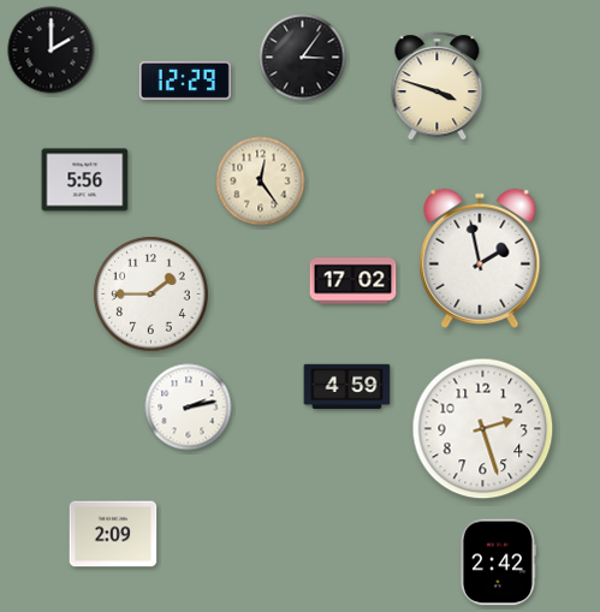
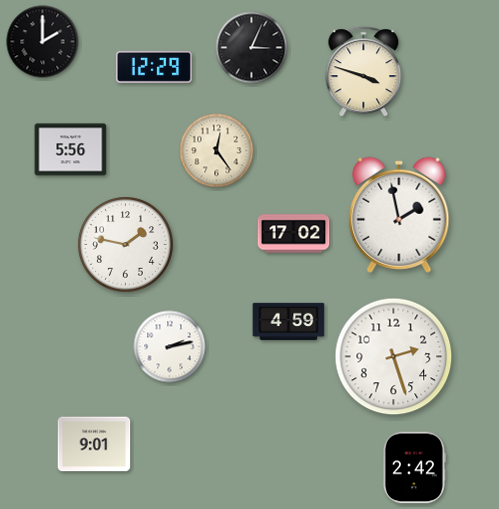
clock at (303, 58): 3:06 -> 3:04
clock at (152, 295): 1:45 -> 1:47
clock at (189, 408) position: (189, 408) -> (170, 347)
clock at (483, 429) position: (483, 429) -> (394, 357)
clock at (113, 534): 2:09 -> 9:01
